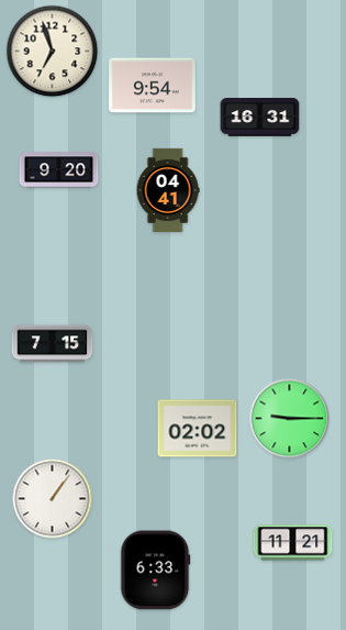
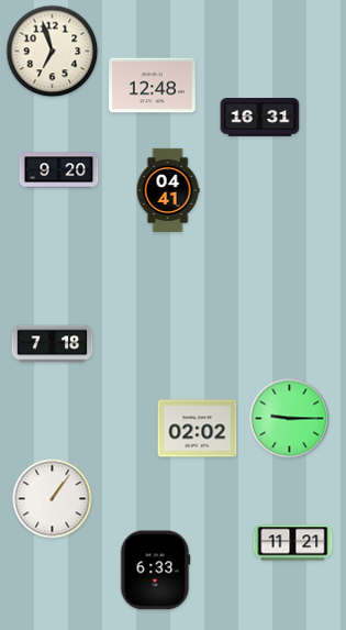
clock at (153, 86): 9:54 -> 12:48
clock at (53, 344): 7:15 -> 7:18
